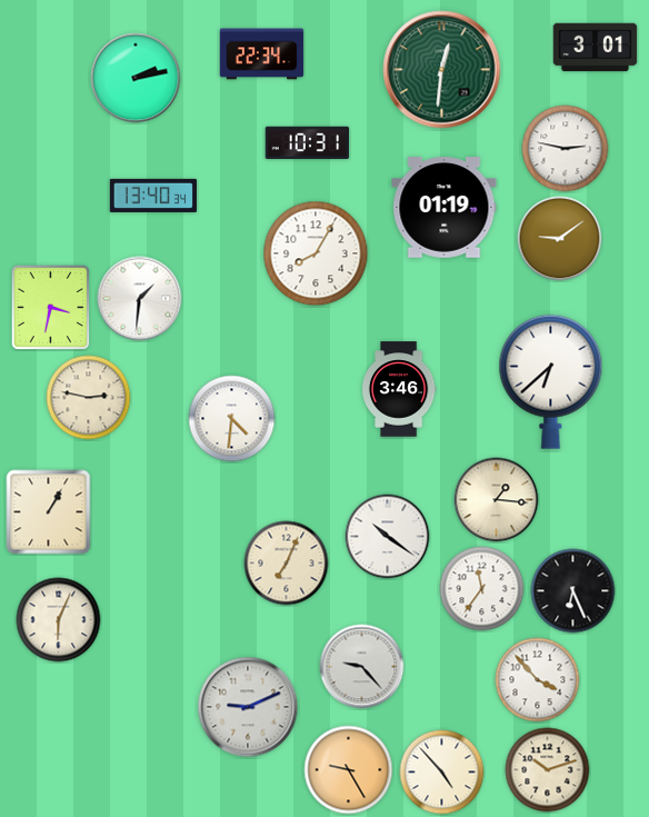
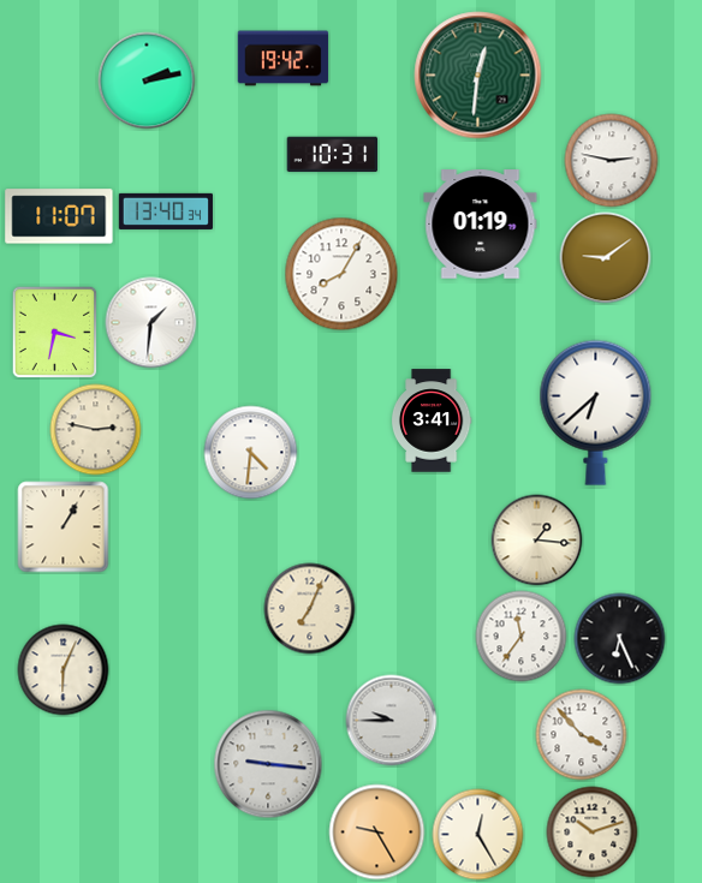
clock at (596, 48): 3:01 -> none
clock at (262, 54): 22:34 -> 19:42
clock at (136, 78) position: (136, 78) -> (147, 80)
clock at (59, 216): none -> 11:07
clock at (399, 389): 3:46 -> 3:41
clock at (49, 512) position: (49, 512) -> (64, 527)
clock at (388, 537): 10:21 -> none
clock at (362, 667): 9:23 -> 9:45
clock at (248, 707): 9:11 -> 9:16
clock at (442, 773): 4:53 -> 12:25
